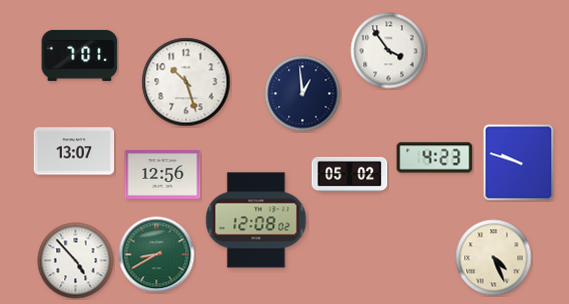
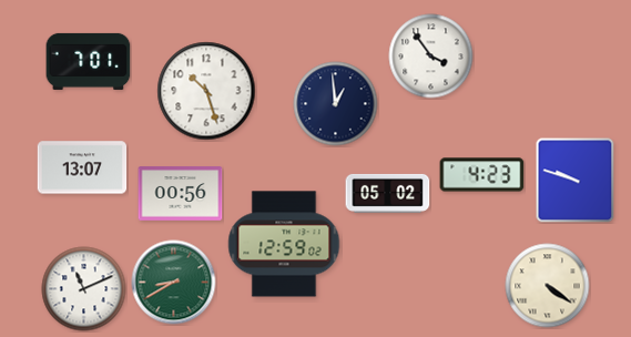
clock at (163, 175): 12:56 -> 00:56
clock at (256, 220): 12:08 -> 12:59
clock at (494, 258): 4:26 -> 4:21
clock at (76, 261): 4:53 -> 11:11
